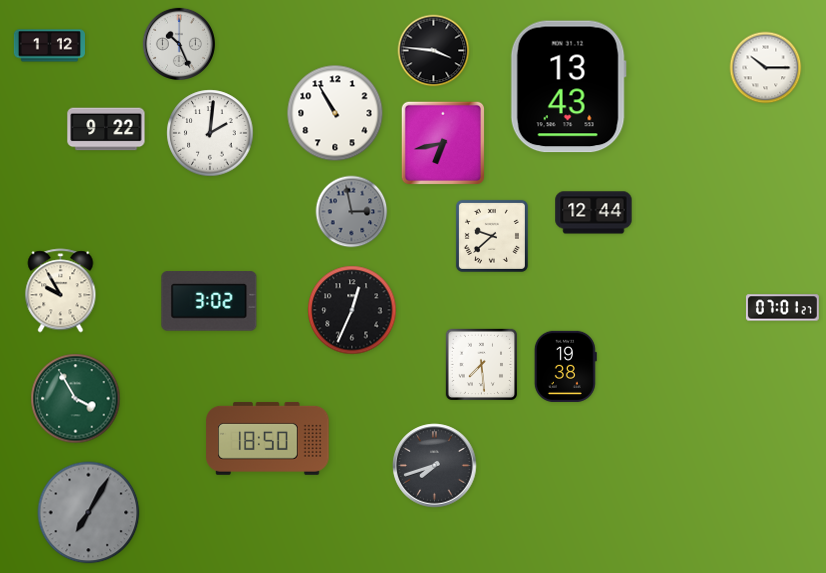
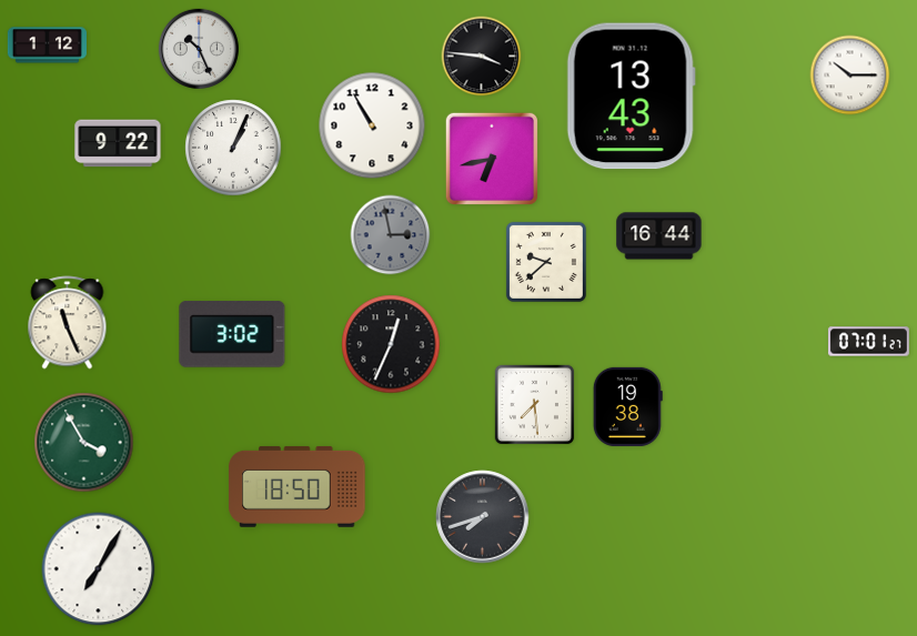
clock at (49, 46) position: (49, 46) -> (47, 46)
clock at (210, 133): 2:01 -> 1:04
clock at (594, 213): 12:44 -> 16:44
clock at (61, 291): 9:55 -> 11:26
clock at (89, 513) dial: grey -> white
